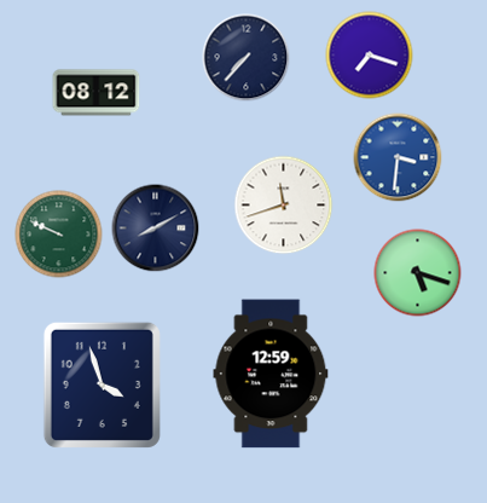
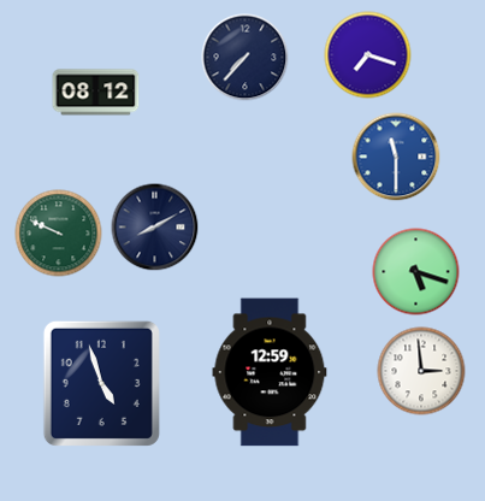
clock at (398, 157): 3:31 -> 11:30
clock at (284, 206): 11:42 -> none
clock at (421, 371): none -> 2:59
clock at (102, 385): 3:57 -> 4:57
